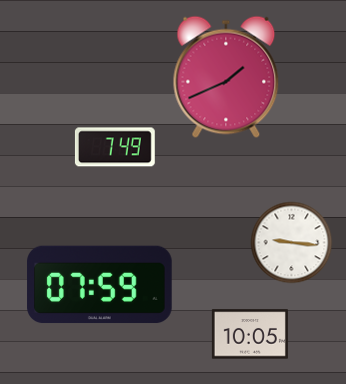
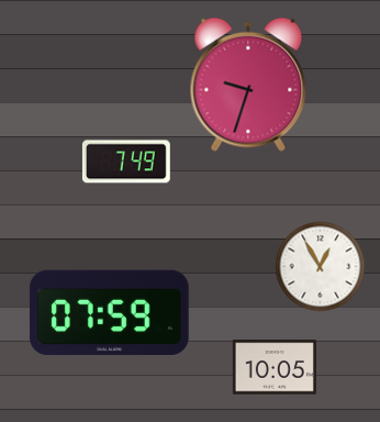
clock at (226, 77): 1:41 -> 9:33
clock at (292, 243): 9:16 -> 12:55
